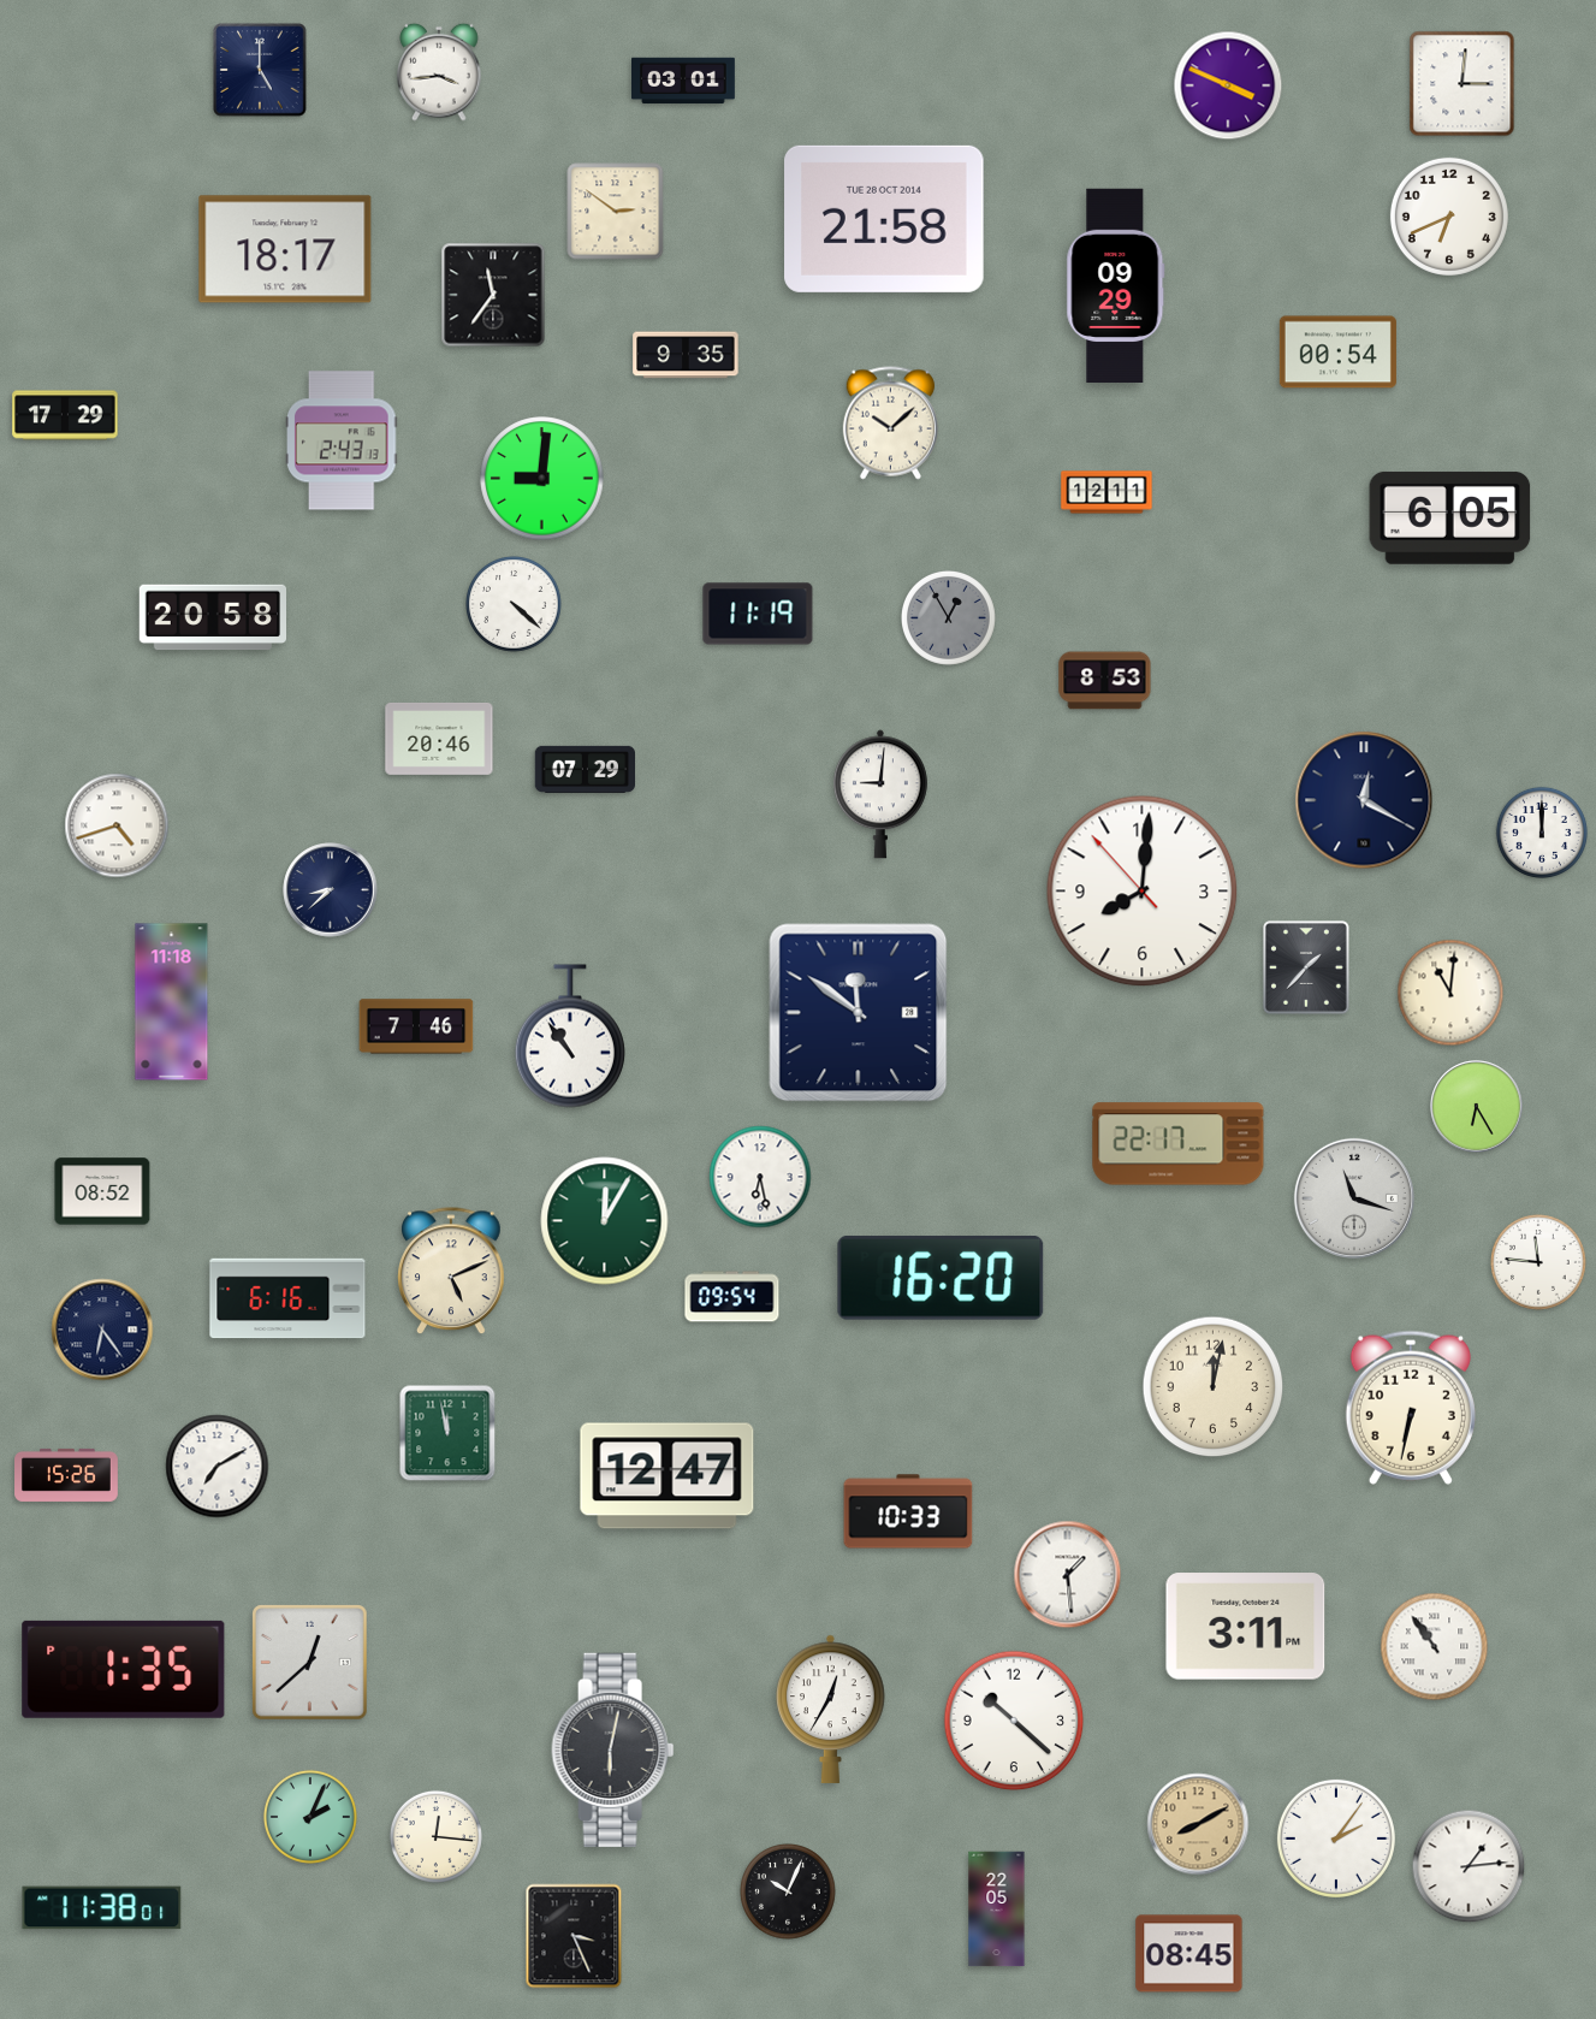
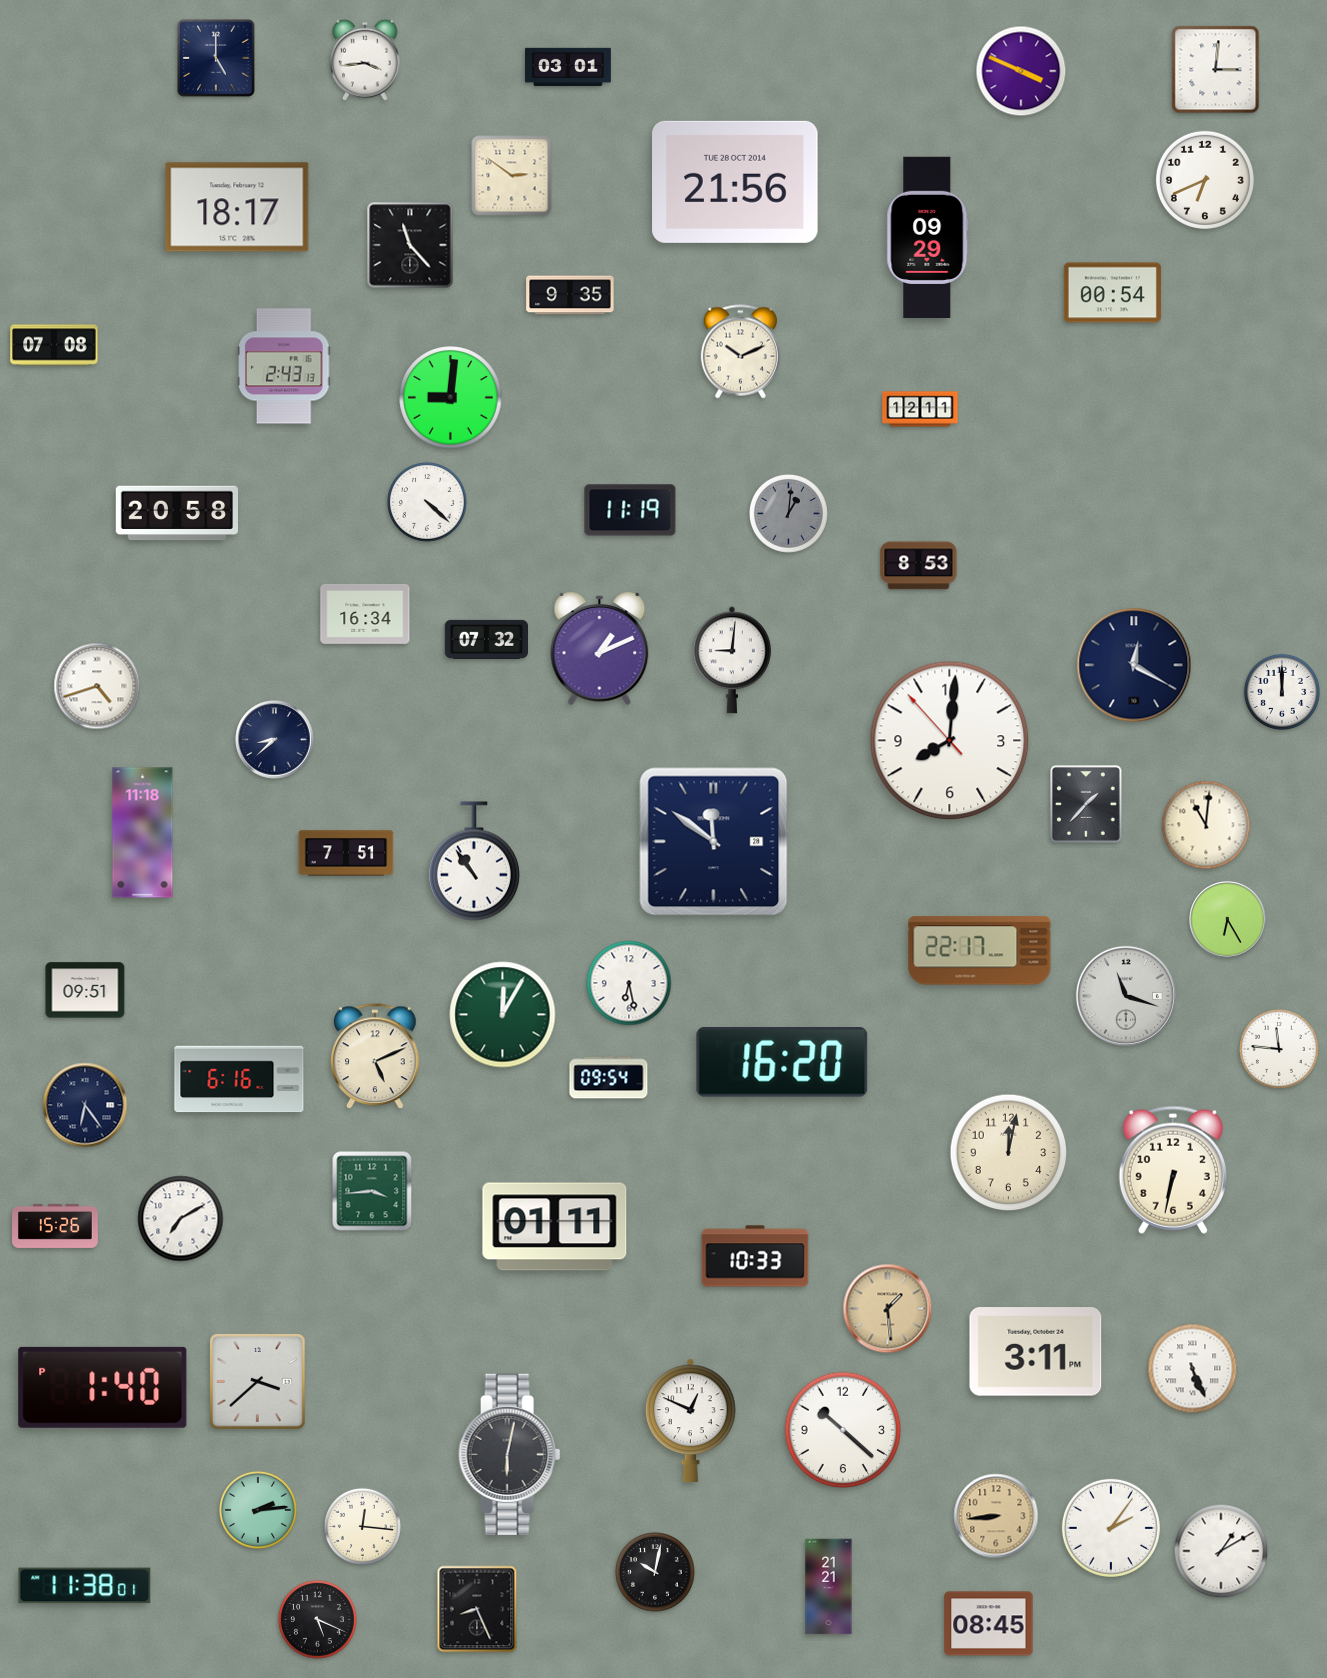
clock at (884, 219): 21:58 -> 21:56
clock at (493, 295): 11:36 -> 11:23
clock at (65, 415): 17:29 -> 07:08
clock at (890, 424): 10:08 -> 10:11
clock at (1450, 517): 6:05 -> none
clock at (948, 617): 12:55 -> 1:01
clock at (439, 739): 20:46 -> 16:34
clock at (585, 769): 07:29 -> 07:32
clock at (600, 648): none -> 1:11
clock at (416, 1026): 7:46 -> 7:51
clock at (760, 1177) position: (760, 1177) -> (629, 983)
clock at (102, 1191): 08:52 -> 09:51
clock at (447, 1433): 11:58 -> 3:44
clock at (668, 1476): 12:47 -> 01:11
clock at (1068, 1575) dial: white -> champagne
clock at (1435, 1647): 10:54 -> 5:26
clock at (310, 1663): 12:38 -> 3:38
clock at (124, 1669): 1:35 -> 1:40
clock at (831, 1709): 12:35 -> 12:49
clock at (310, 1817): 2:04 -> 2:14
clock at (1198, 1824): 8:10 -> 8:44
clock at (1469, 1866): 1:14 -> 1:10
clock at (788, 1891): 10:04 -> 10:02
clock at (997, 1910): 22:05 -> 21:21
clock at (574, 1936): 3:26 -> 8:26
clock at (317, 1619): none -> 5:19
